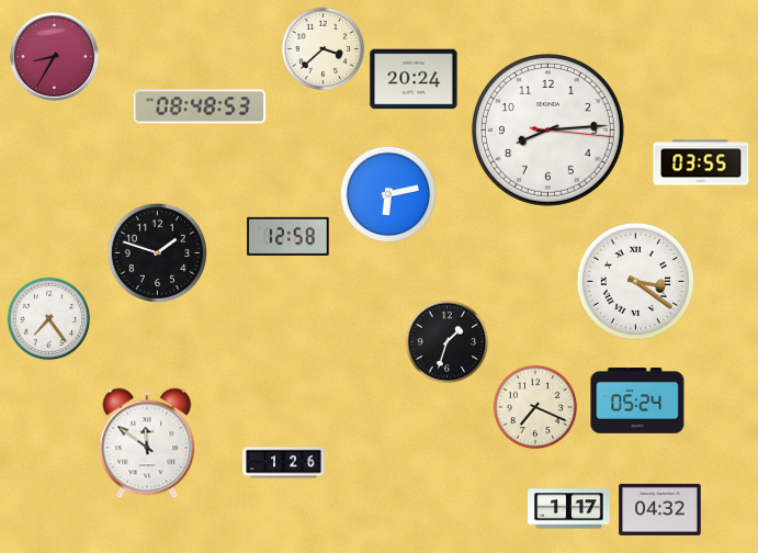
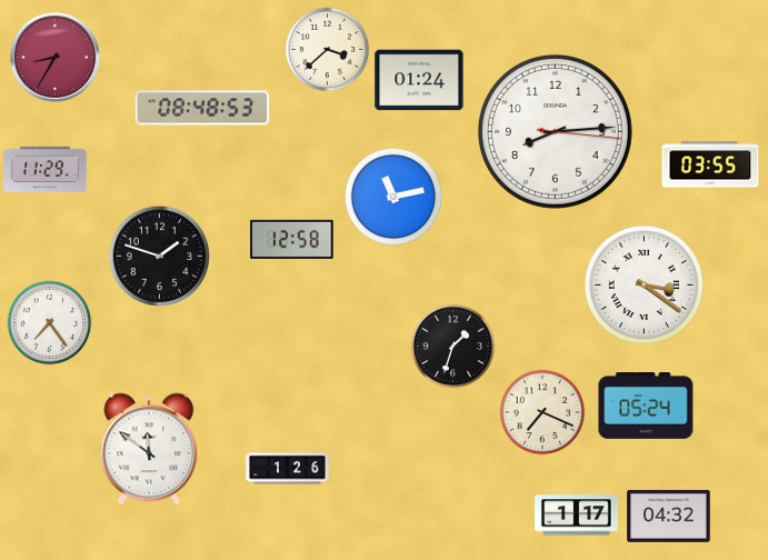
clock at (414, 79): 20:24 -> 01:24
clock at (46, 169): none -> 11:29
clock at (388, 194): 6:13 -> 11:13
